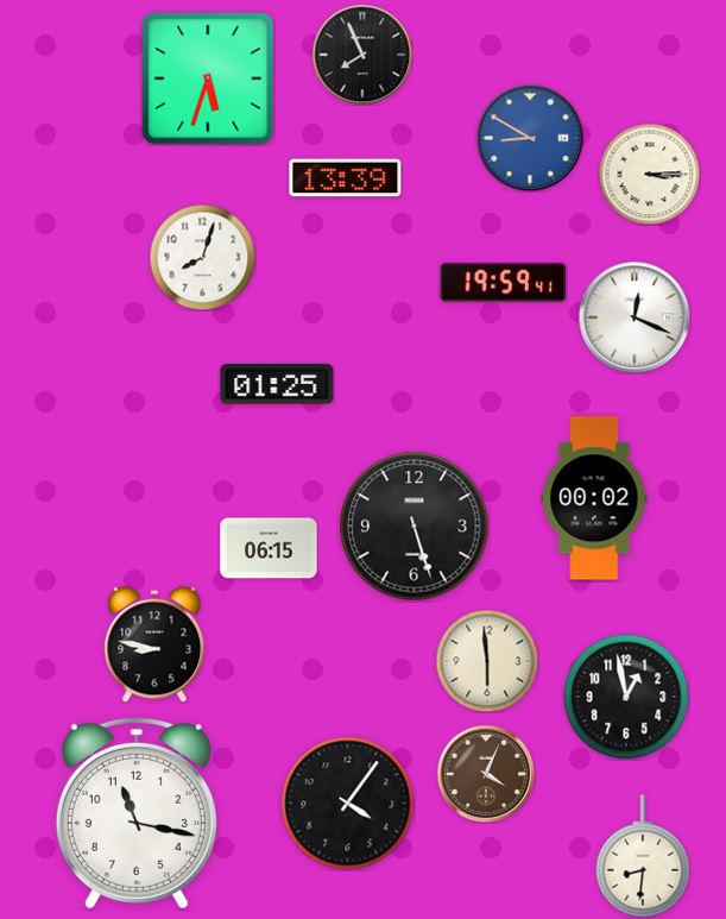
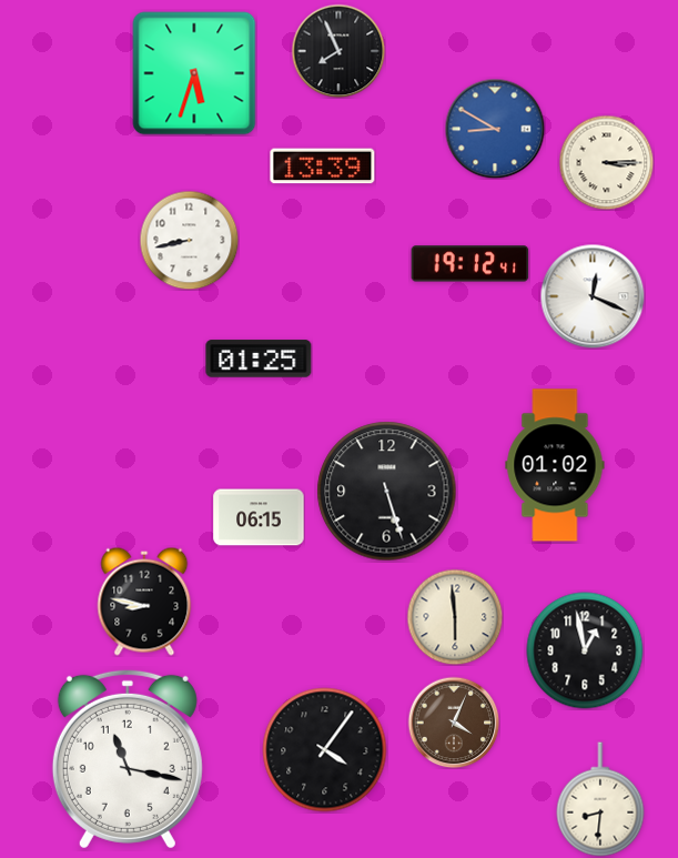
clock at (202, 257): 8:03 -> 8:43
clock at (504, 283): 19:59 -> 19:12
clock at (594, 498): 00:02 -> 01:02
clock at (269, 548) position: (269, 548) -> (259, 517)
